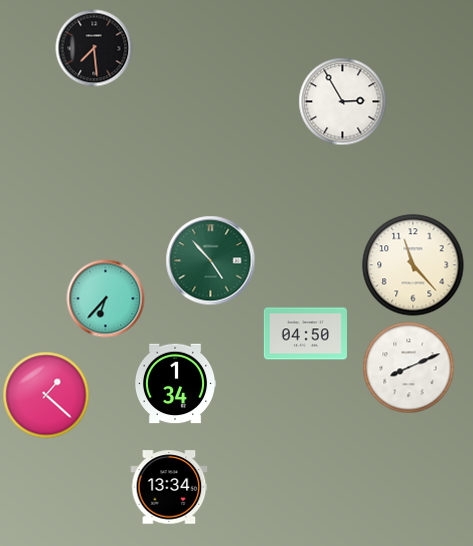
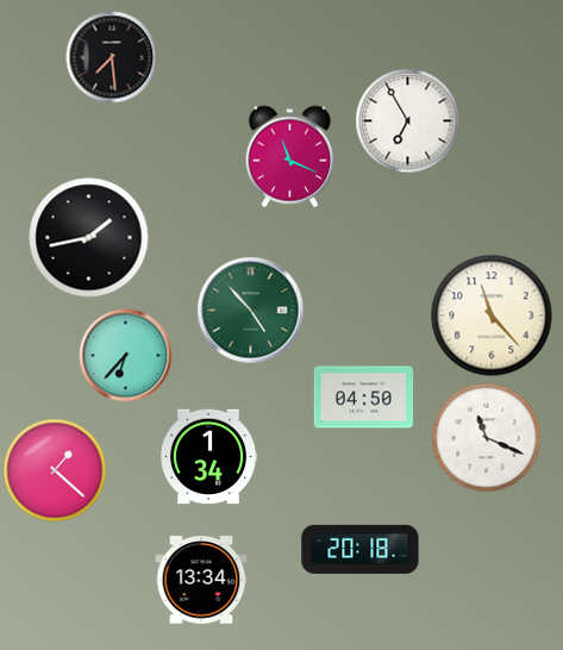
clock at (343, 102): 2:55 -> 6:55
clock at (289, 157): none -> 11:19
clock at (89, 238): none -> 1:43
clock at (409, 368): 8:11 -> 11:19
clock at (361, 549): none -> 20:18
